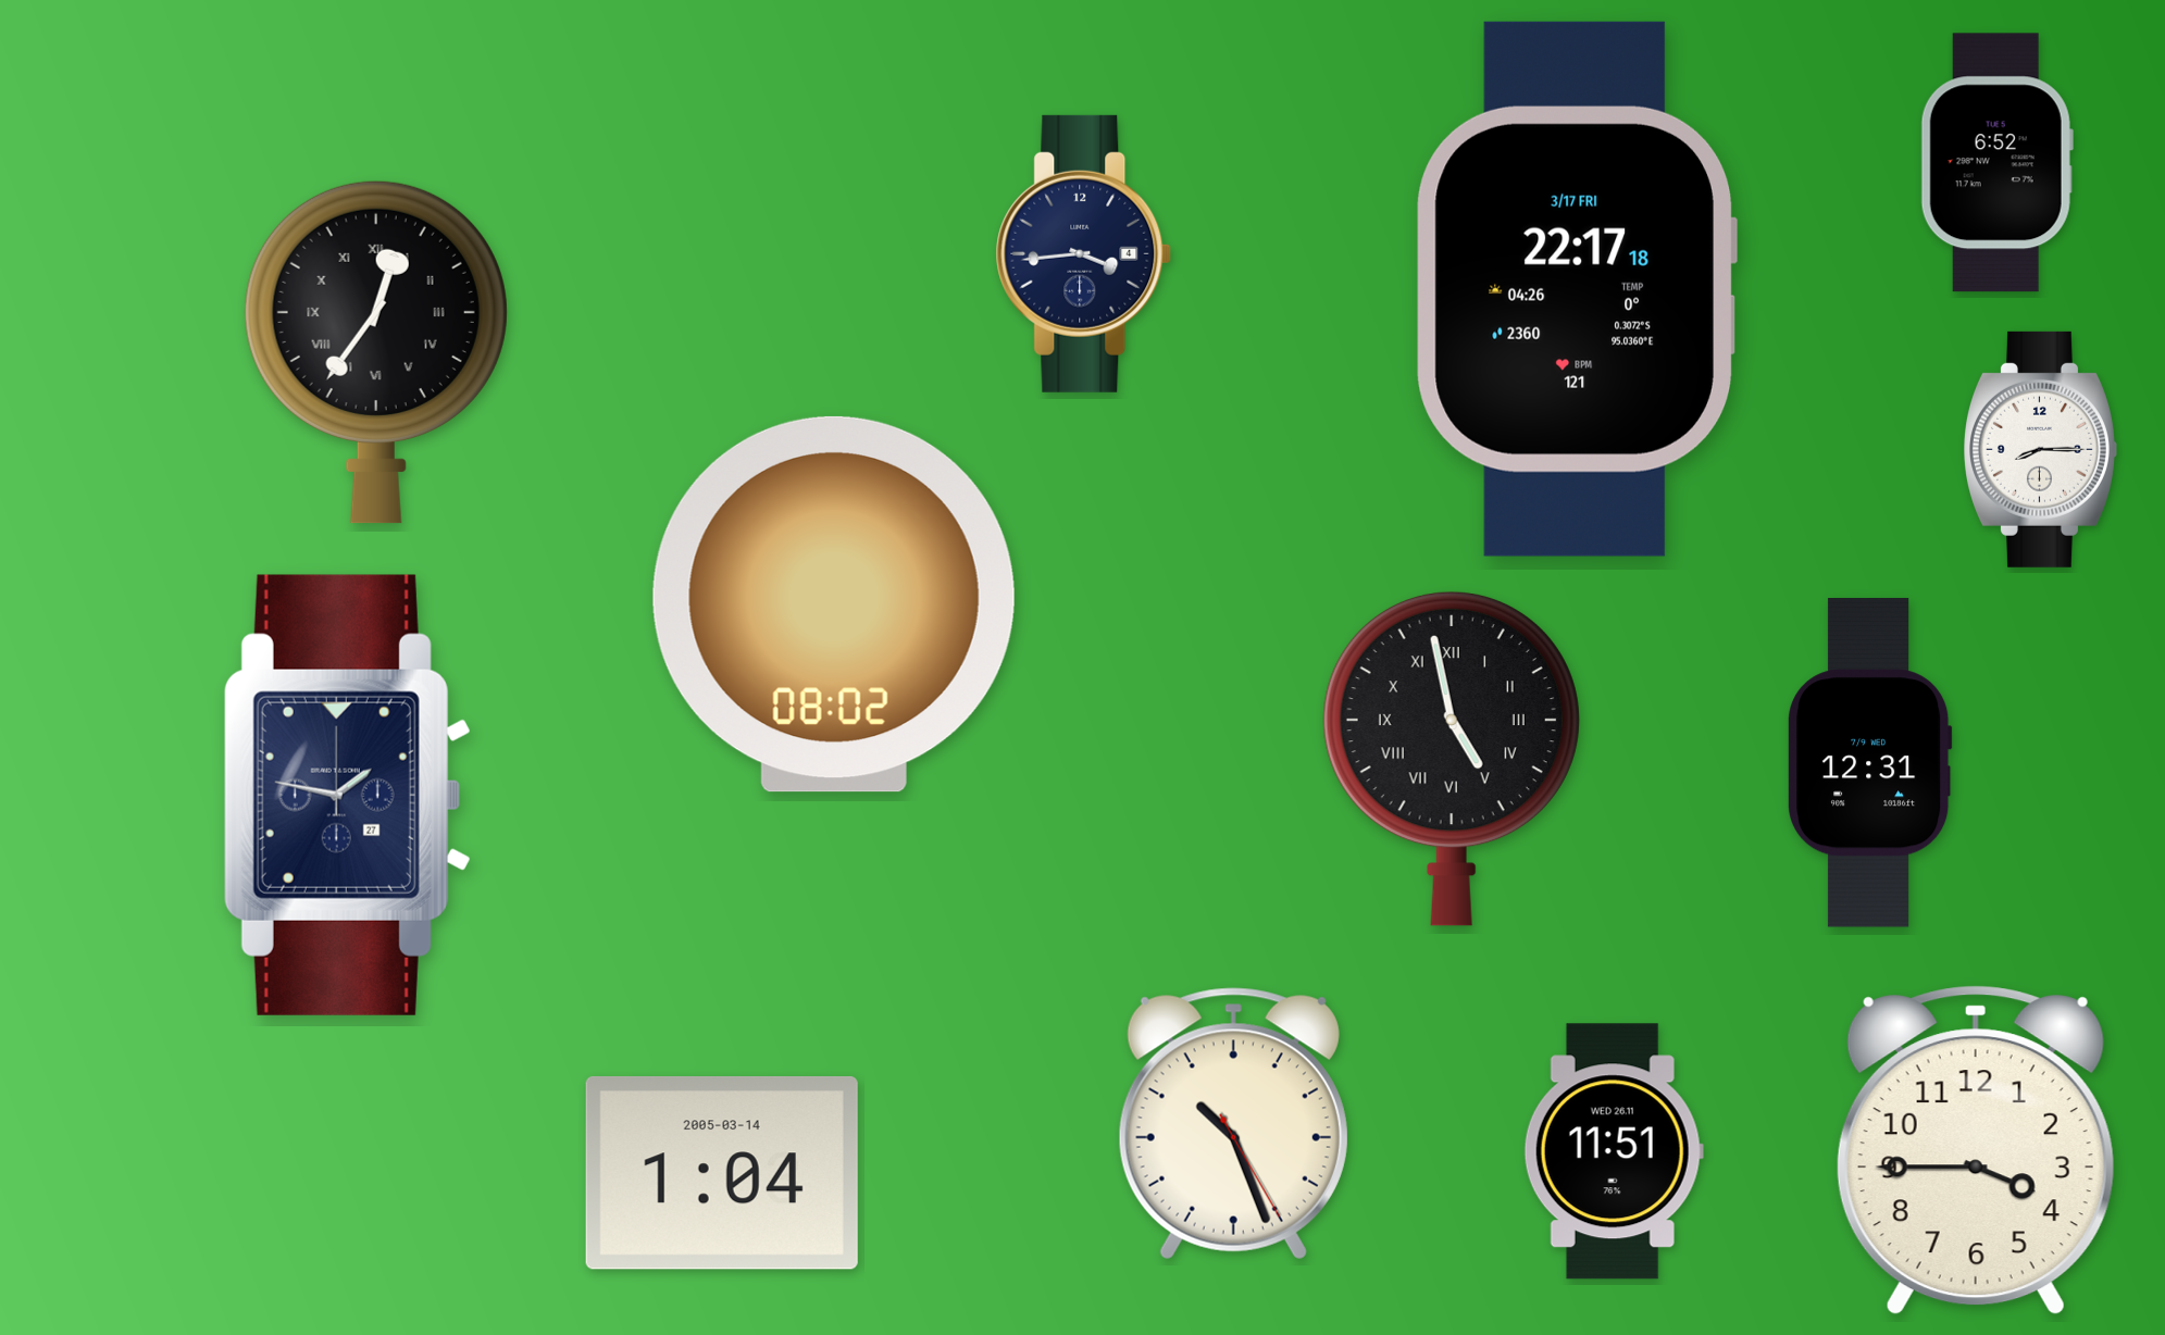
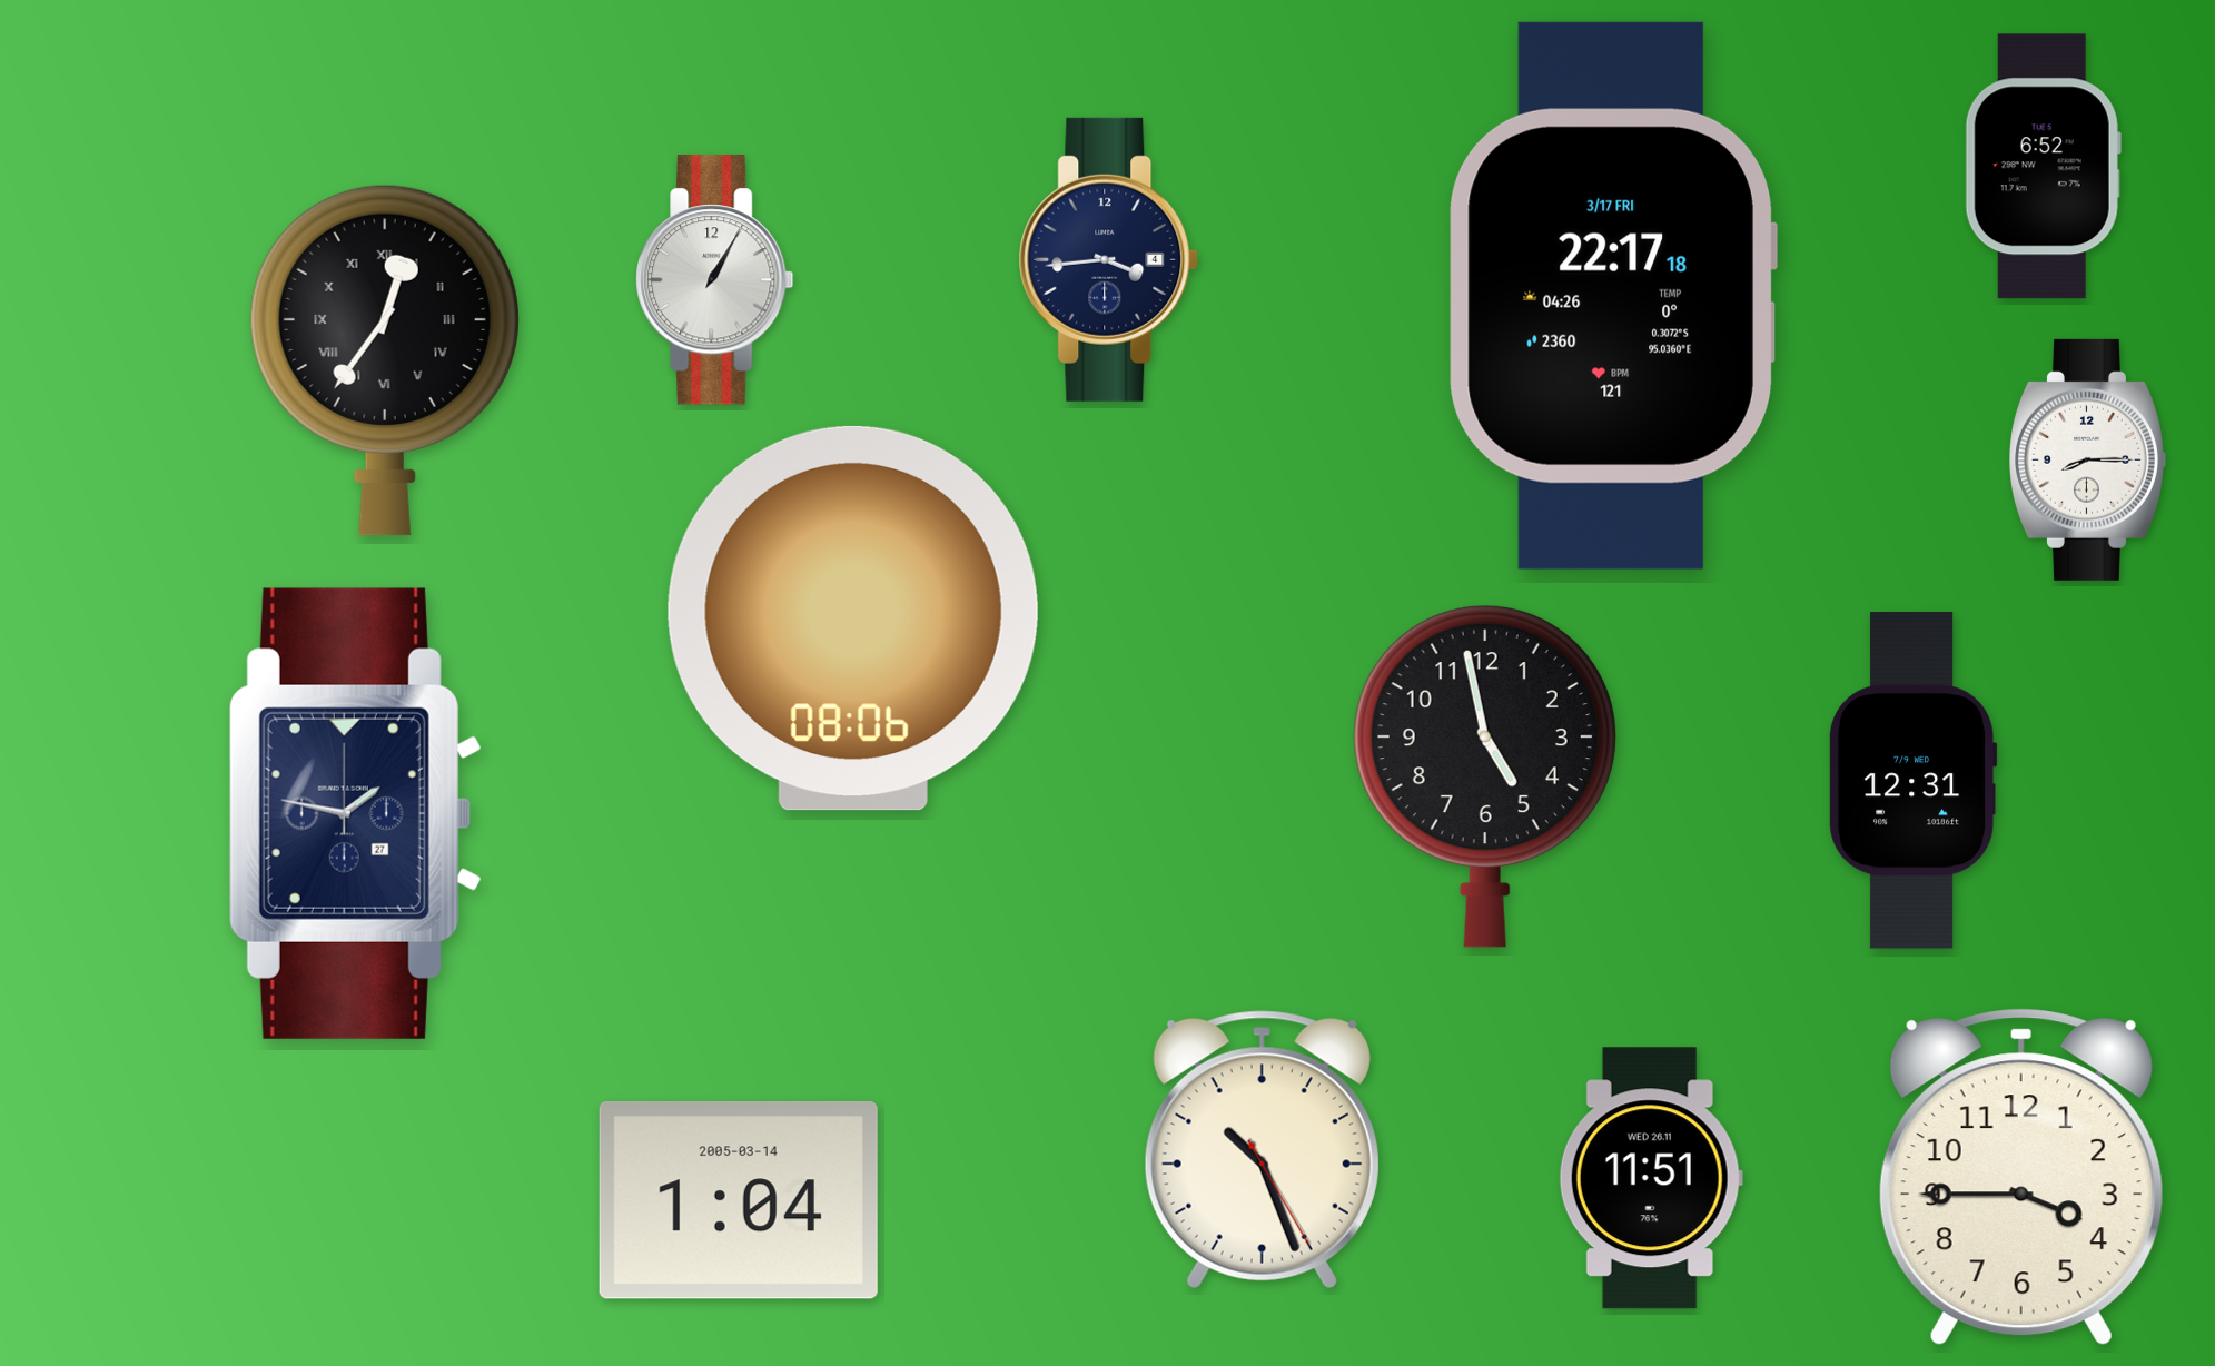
clock at (715, 280): none -> 1:05
clock at (834, 604): 08:02 -> 08:06
clock at (1452, 759) numerals: Roman -> Arabic
